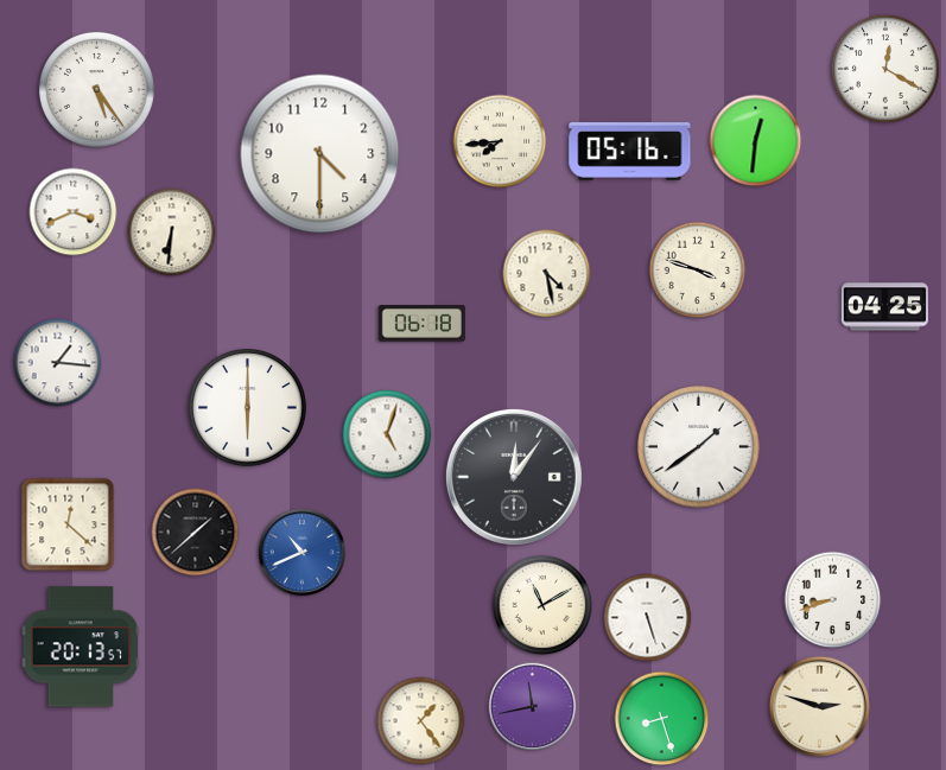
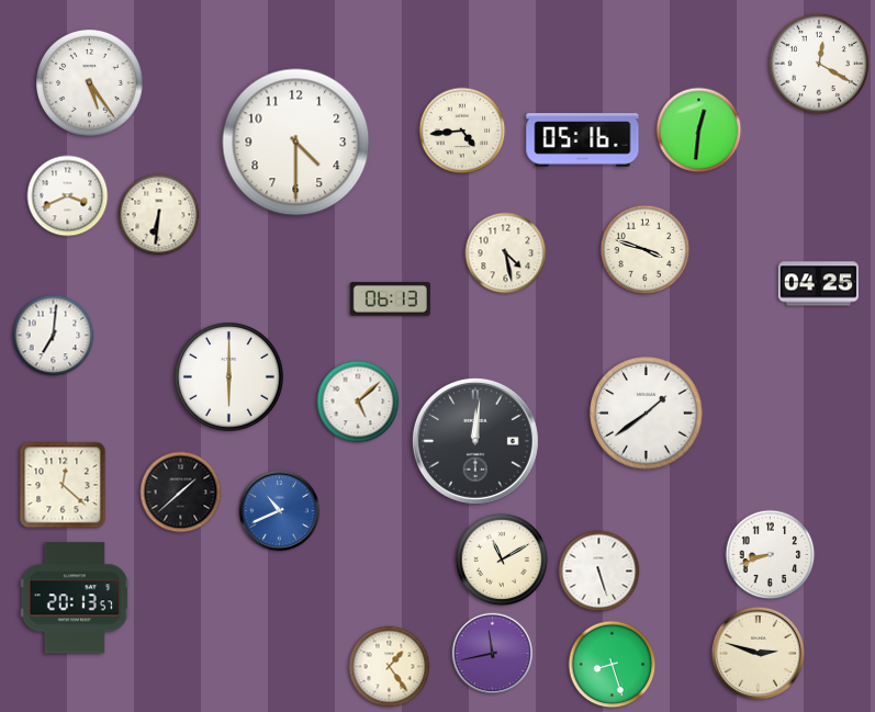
clock at (500, 141): 7:44 -> 4:44
clock at (421, 324): 06:18 -> 06:13
clock at (58, 363): 1:16 -> 7:01
clock at (387, 434): 5:03 -> 5:08
clock at (514, 477): 12:06 -> 12:01
